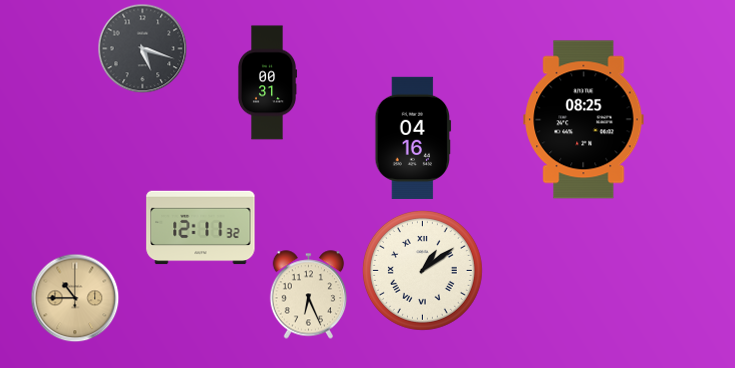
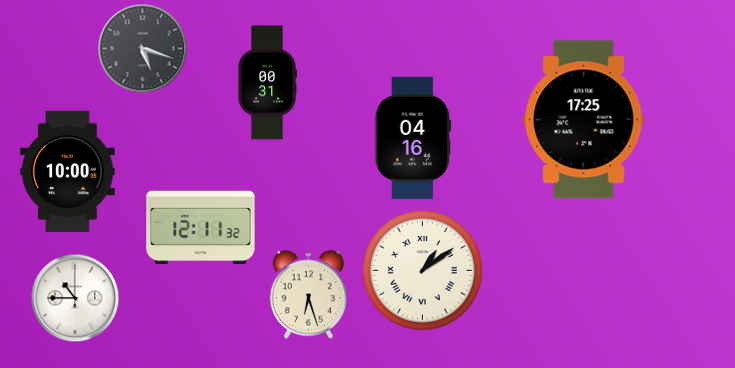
clock at (584, 120): 08:25 -> 17:25
clock at (68, 171): none -> 10:00
clock at (309, 295): 6:26 -> 6:27
clock at (75, 298) dial: champagne -> white
